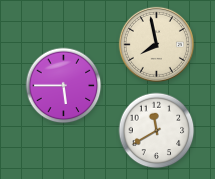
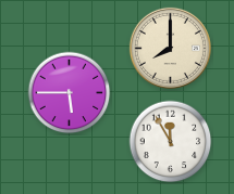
clock at (156, 44): 7:58 -> 8:00
clock at (157, 131): 11:40 -> 11:55
